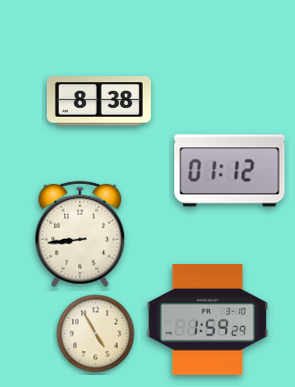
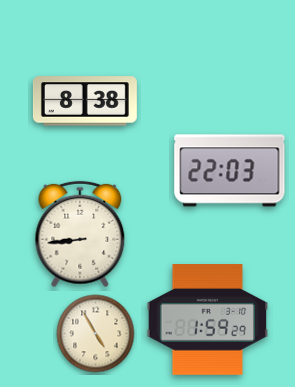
clock at (99, 101) position: (99, 101) -> (85, 101)
clock at (230, 171): 01:12 -> 22:03
